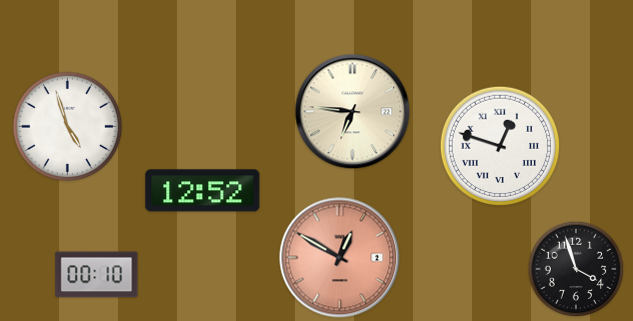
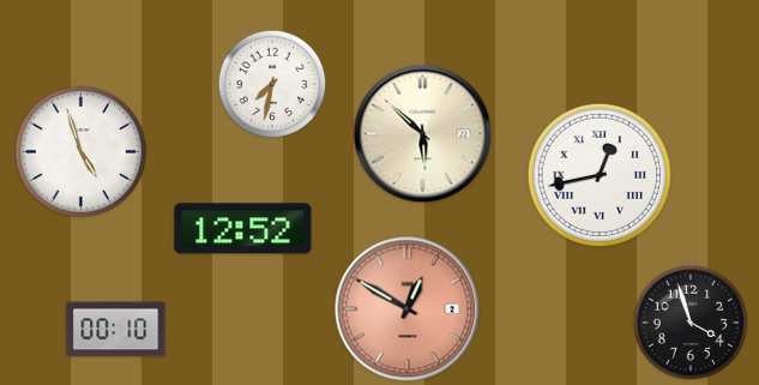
clock at (272, 84): none -> 7:32
clock at (353, 112): 6:46 -> 5:52
clock at (500, 146): 12:48 -> 12:43
